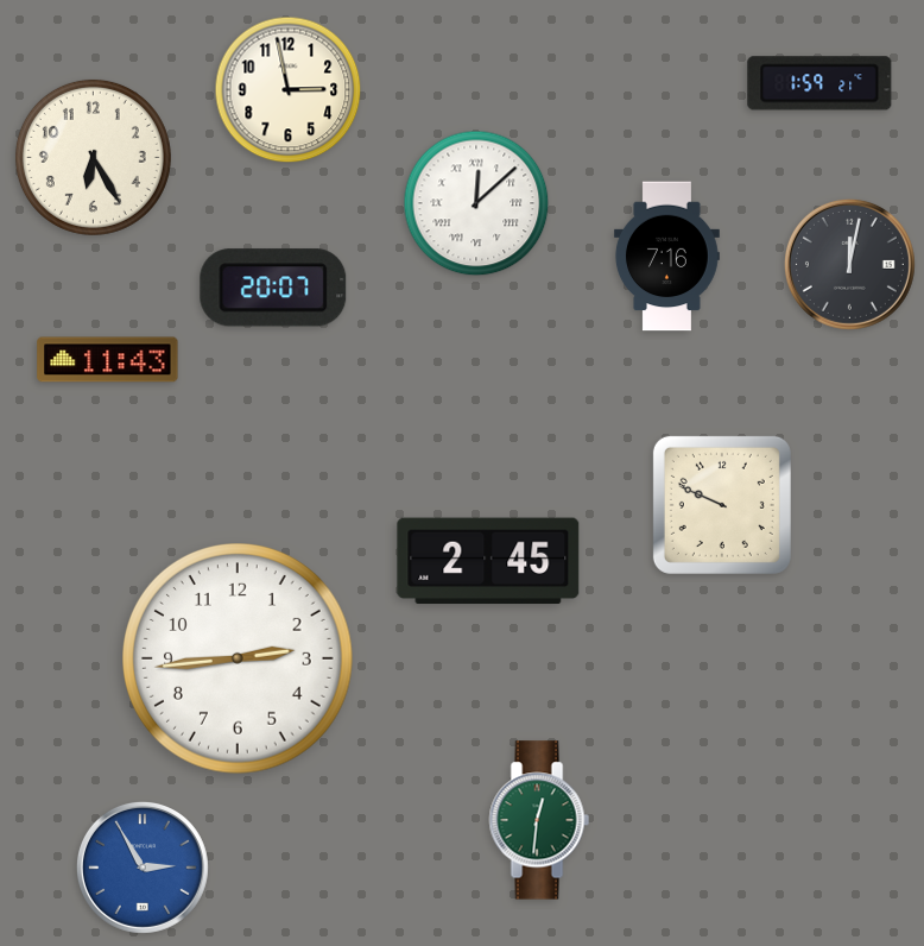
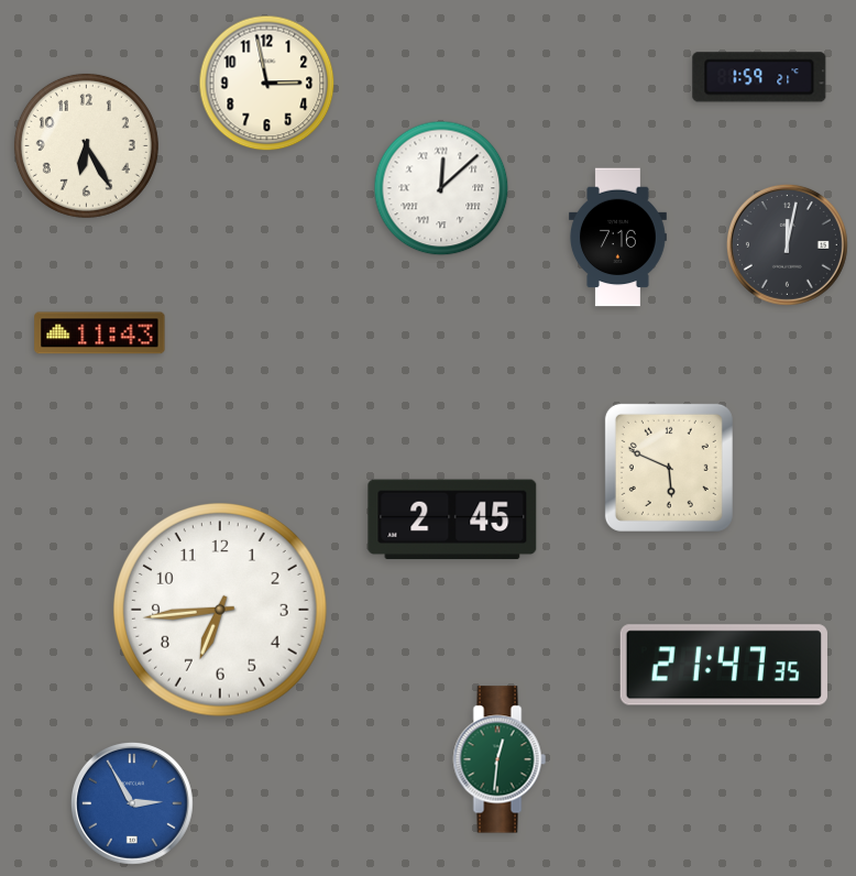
clock at (273, 288): 20:07 -> none
clock at (722, 505): 9:49 -> 5:49
clock at (239, 660): 2:44 -> 6:44
clock at (724, 665): none -> 21:47
